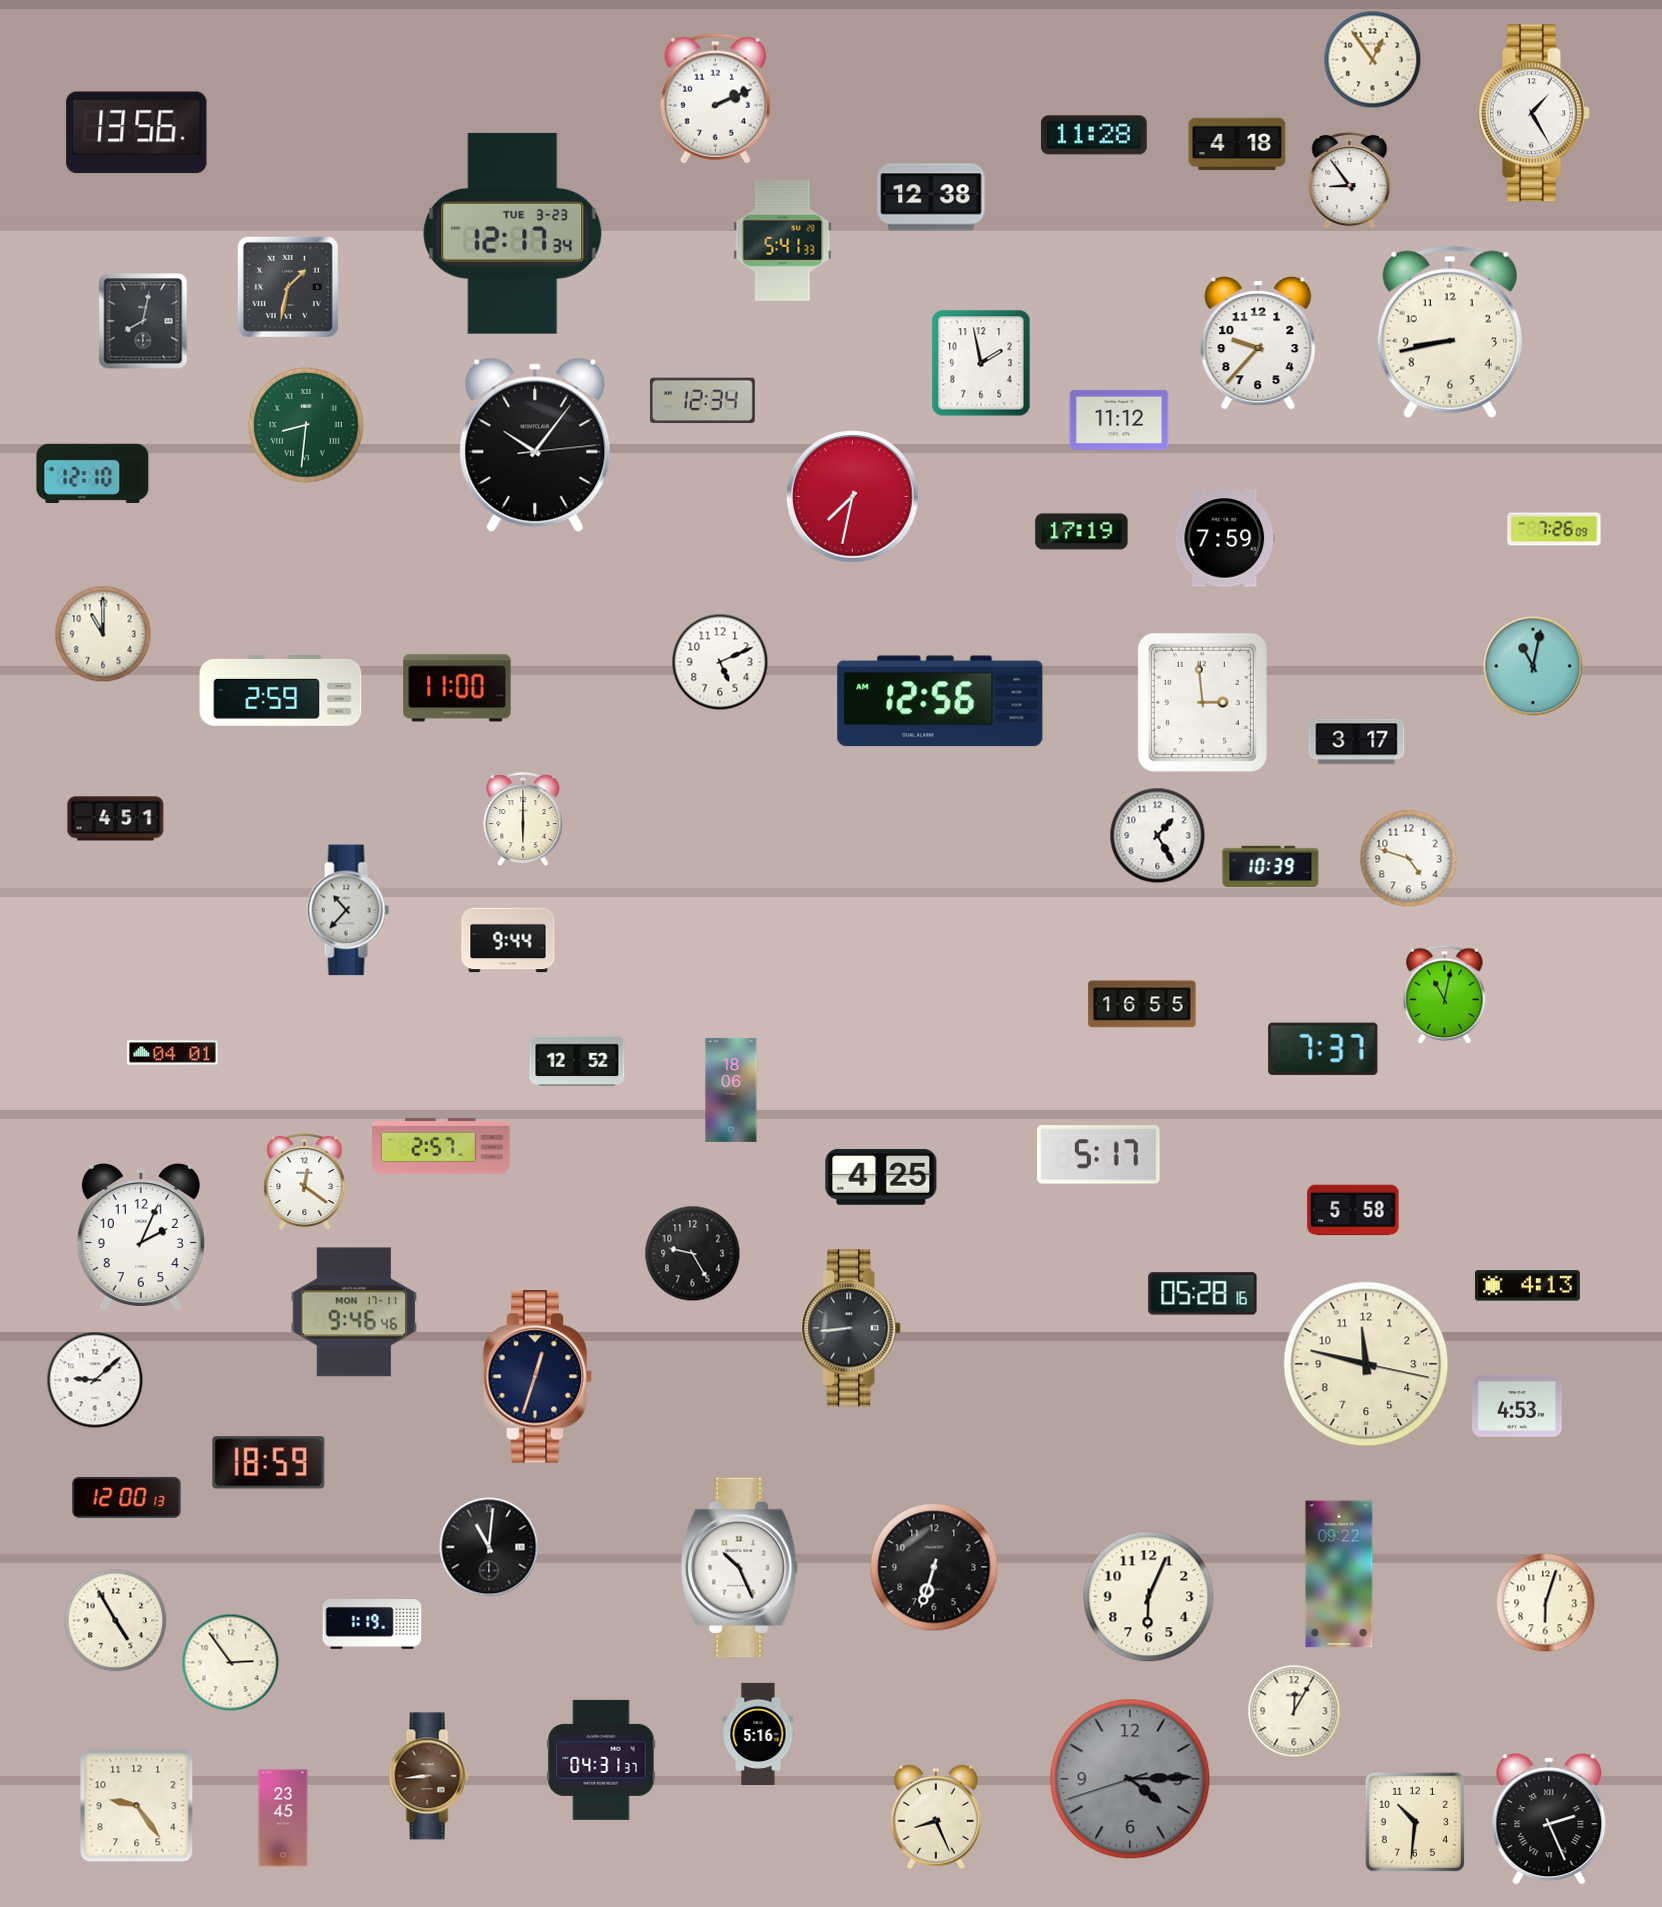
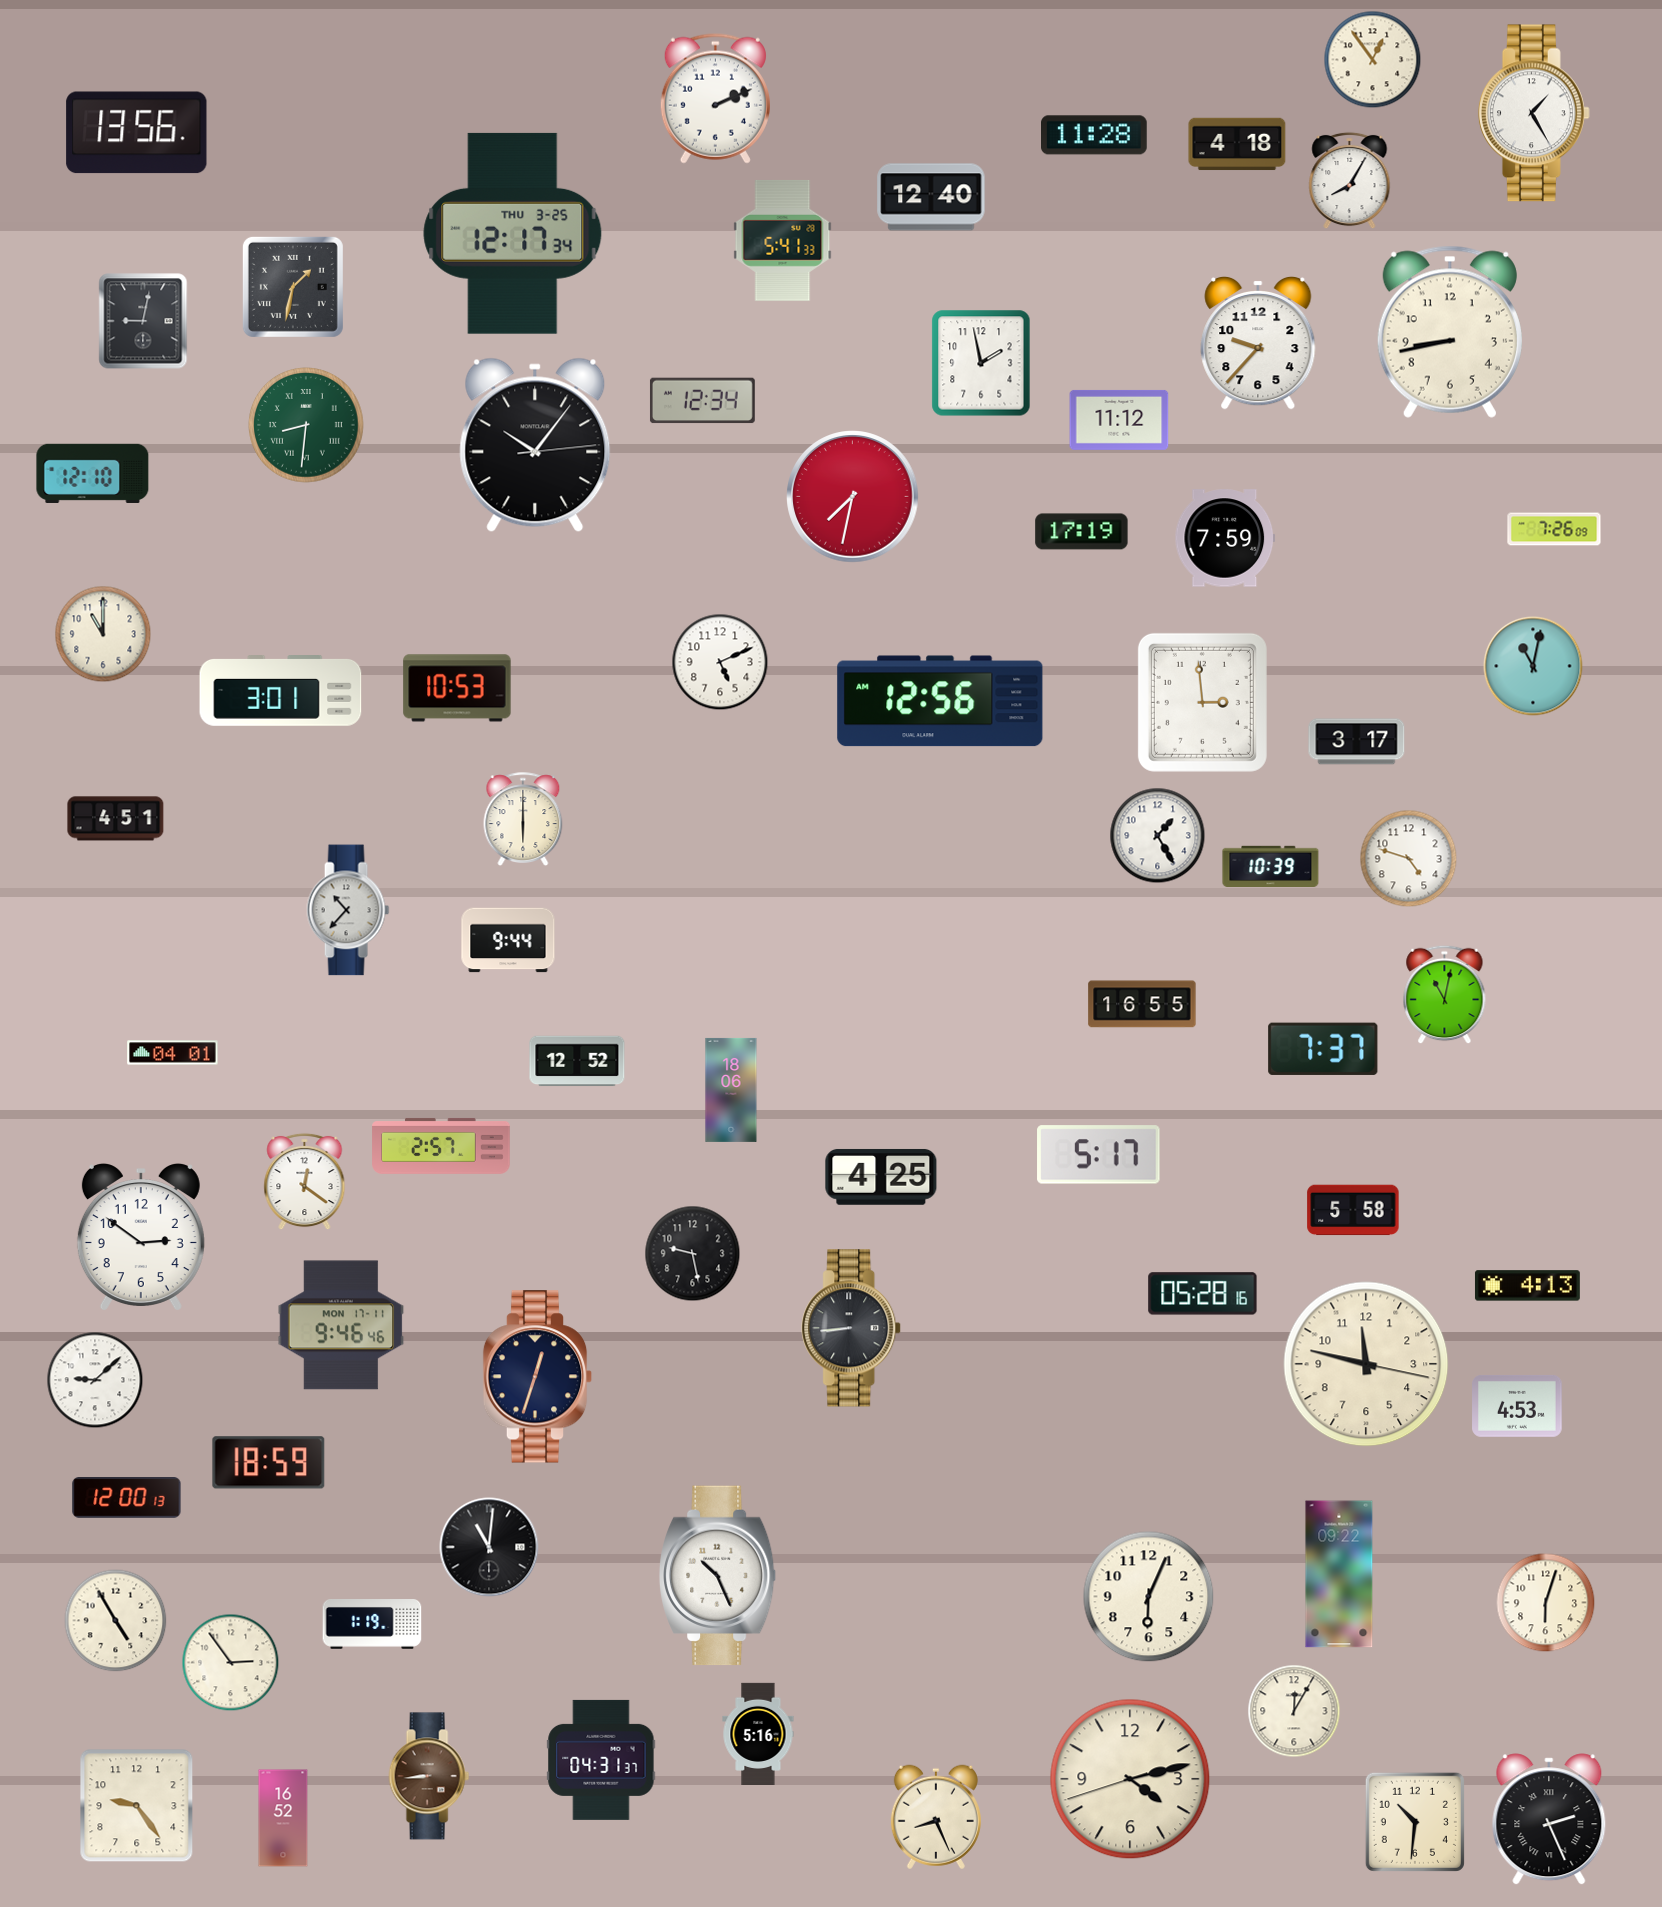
clock at (1350, 181): 8:54 -> 8:05
clock at (931, 197): 12:38 -> 12:40
clock at (513, 233) date: TUE 3-23 -> THU 3-25
clock at (288, 287) position: (288, 287) -> (293, 287)
clock at (143, 321): 8:02 -> 9:02
clock at (457, 688): 11:00 -> 10:53
clock at (281, 691): 2:59 -> 3:01
clock at (141, 1237): 2:04 -> 2:51
clock at (693, 1254): 9:25 -> 9:28
clock at (354, 1312) position: (354, 1312) -> (341, 1325)
clock at (934, 1567): 6:33 -> none
clock at (740, 1568) position: (740, 1568) -> (718, 1576)
clock at (1130, 1779): 4:14 -> 4:12
clock at (1130, 1779) dial: grey -> cream
clock at (283, 1818): 23:45 -> 16:52
